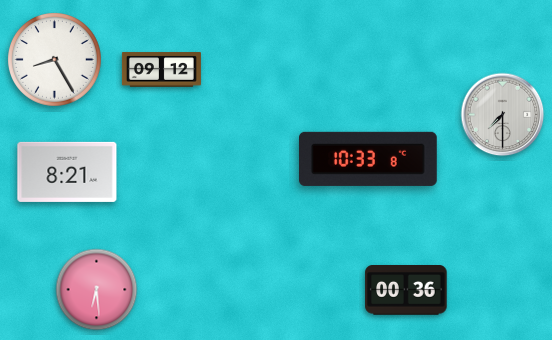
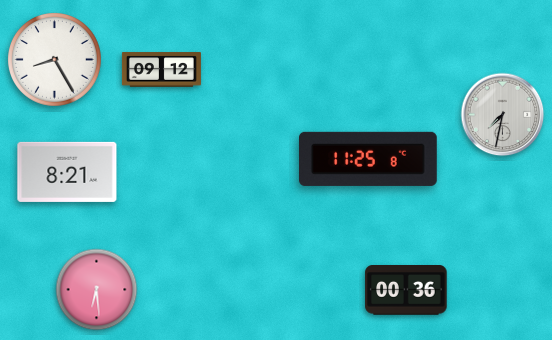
clock at (503, 115): 7:30 -> 7:32
clock at (368, 159): 10:33 -> 11:25
